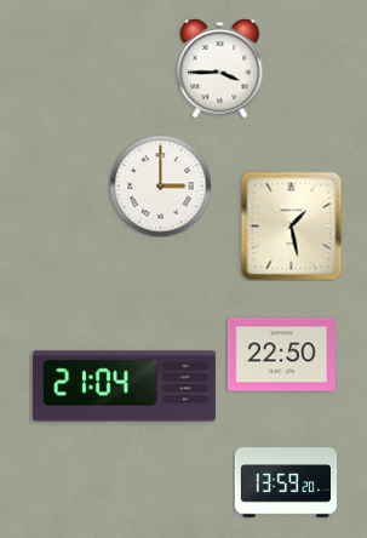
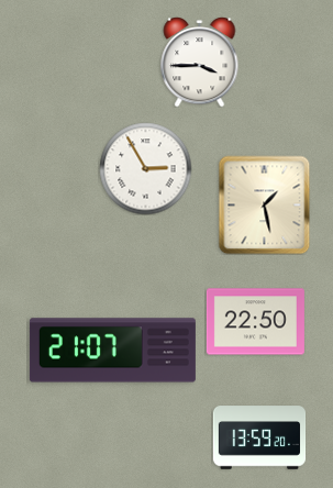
clock at (160, 185): 3:00 -> 2:55
clock at (124, 387): 21:04 -> 21:07
